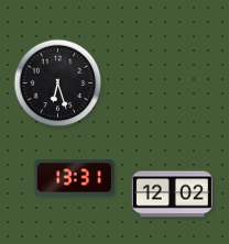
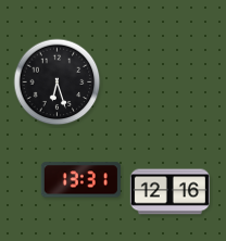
clock at (74, 178) position: (74, 178) -> (80, 180)
clock at (172, 195): 12:02 -> 12:16
